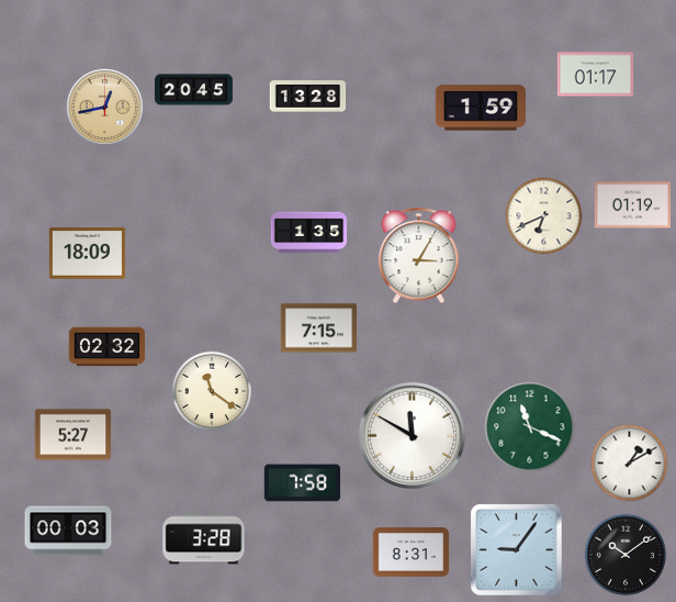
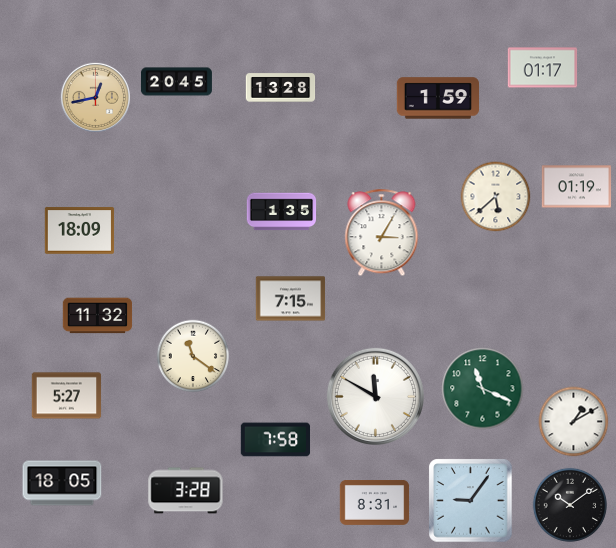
clock at (544, 216): 6:41 -> 5:38
clock at (108, 347): 02:32 -> 11:32
clock at (68, 531): 00:03 -> 18:05
